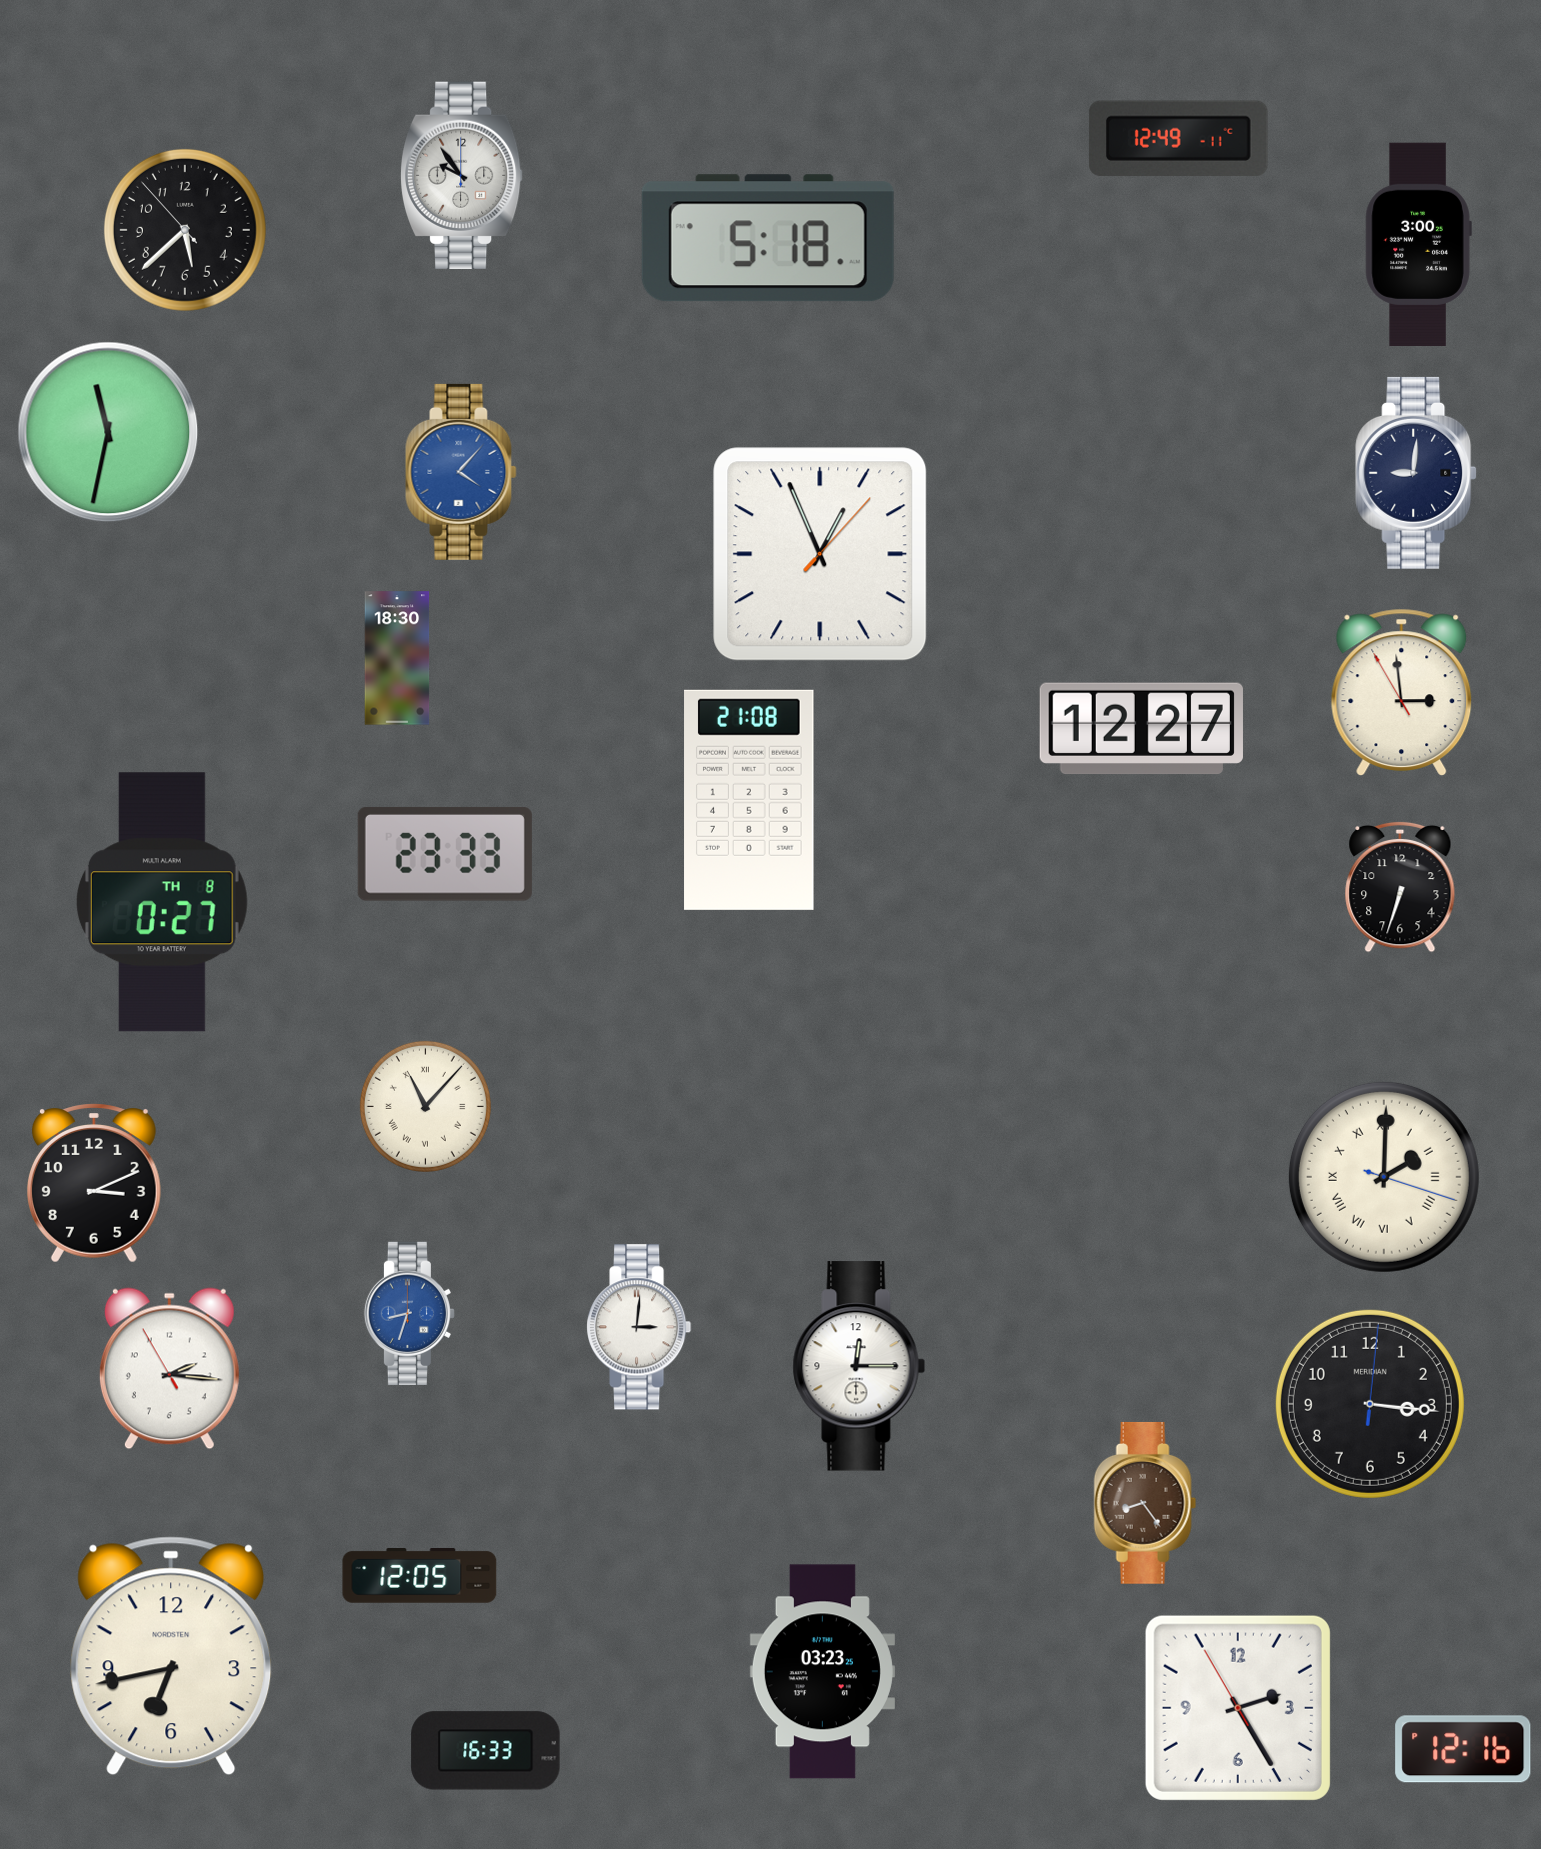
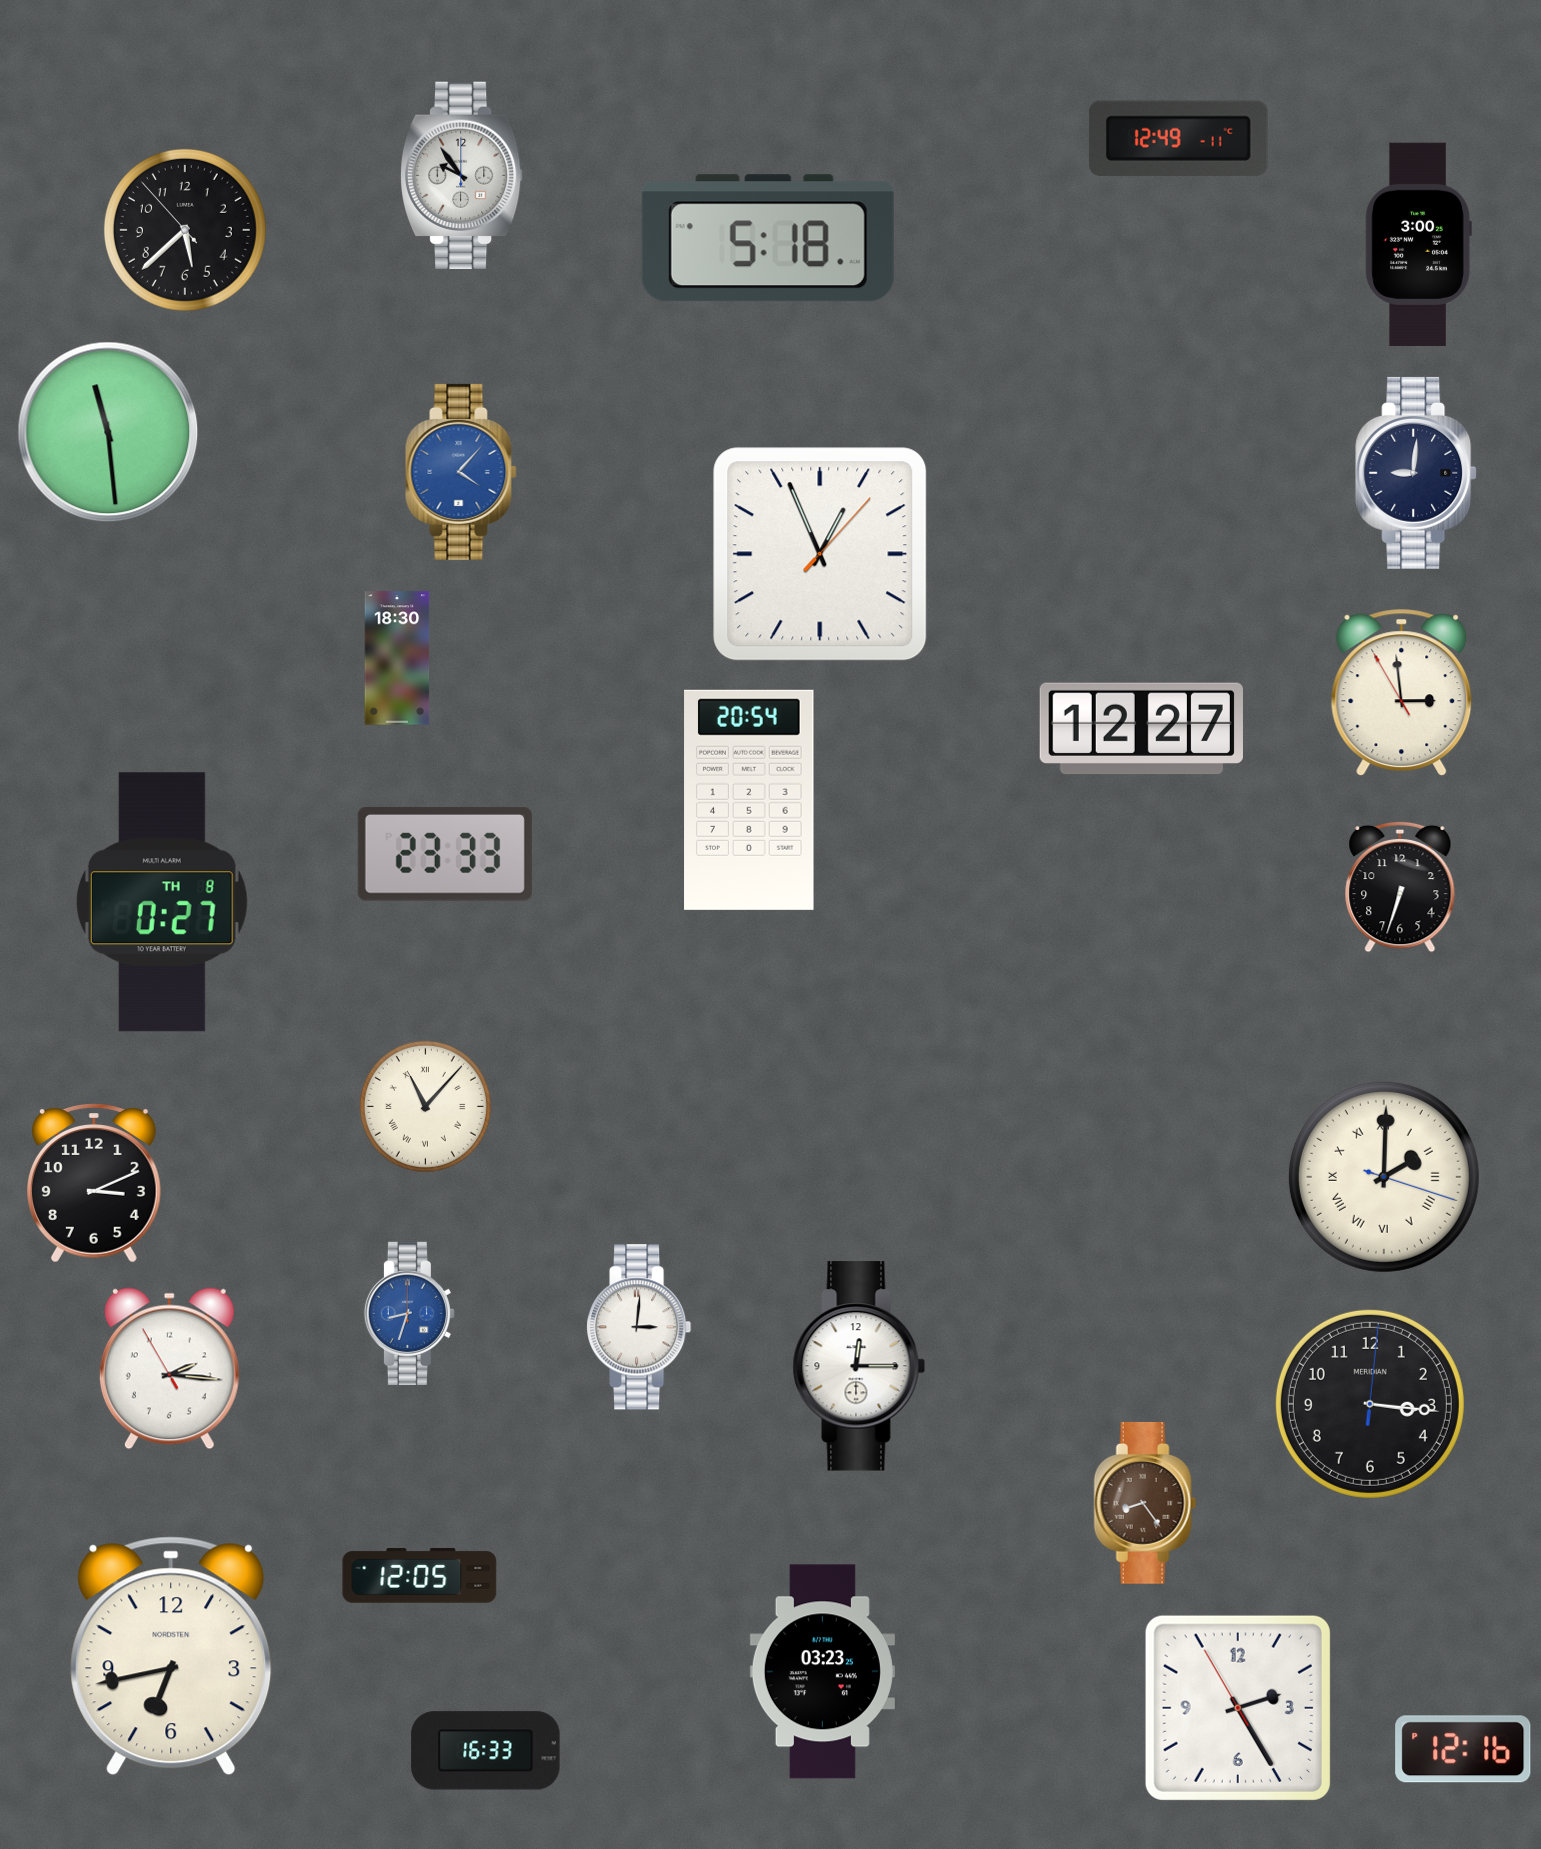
clock at (108, 432): 11:32 -> 11:29
clock at (749, 800): 21:08 -> 20:54
